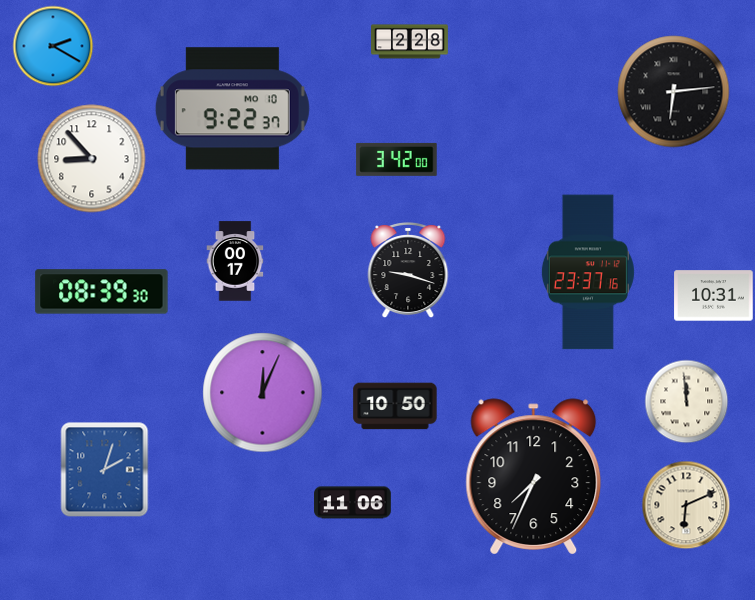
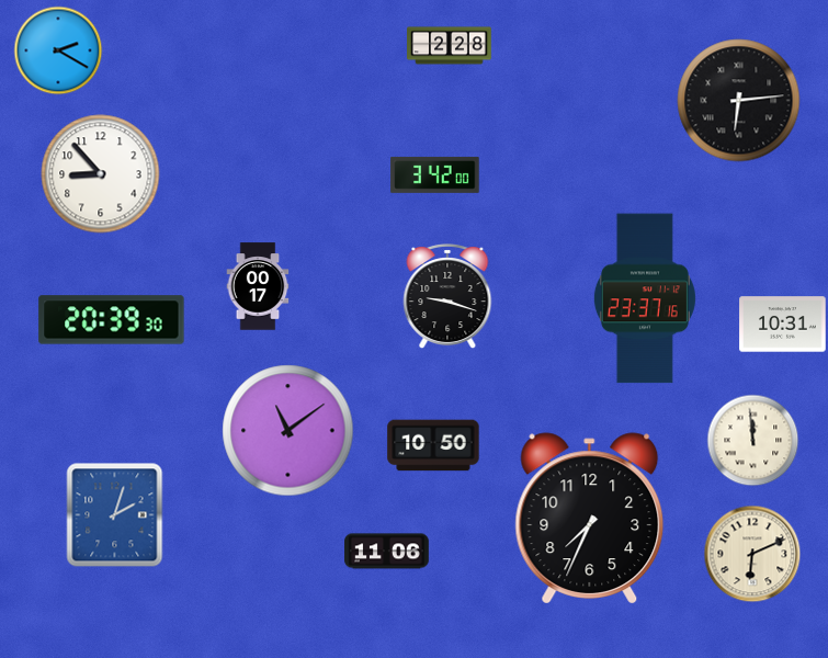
clock at (232, 109): 9:22 -> none
clock at (102, 292): 08:39 -> 20:39
clock at (263, 393): 12:04 -> 11:09
clock at (534, 477) position: (534, 477) -> (590, 519)
